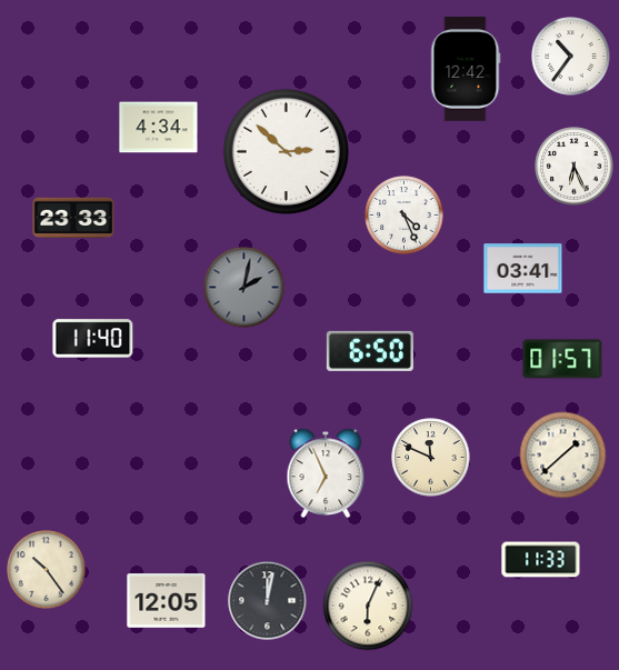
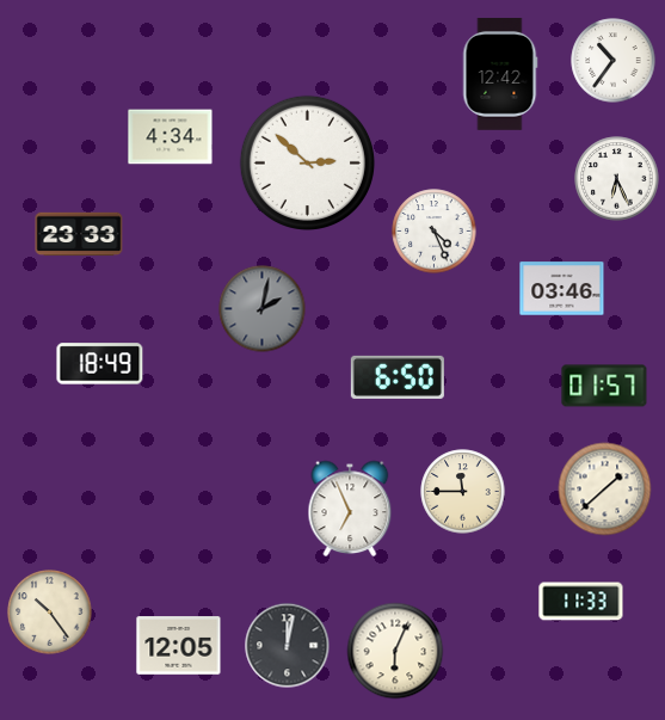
clock at (523, 269): 03:41 -> 03:46
clock at (93, 339): 11:40 -> 18:49
clock at (431, 458): 11:49 -> 11:45
